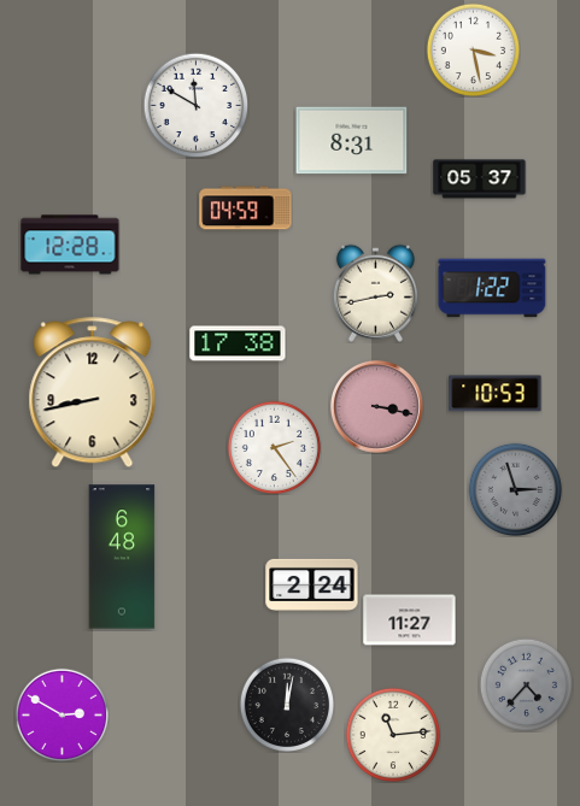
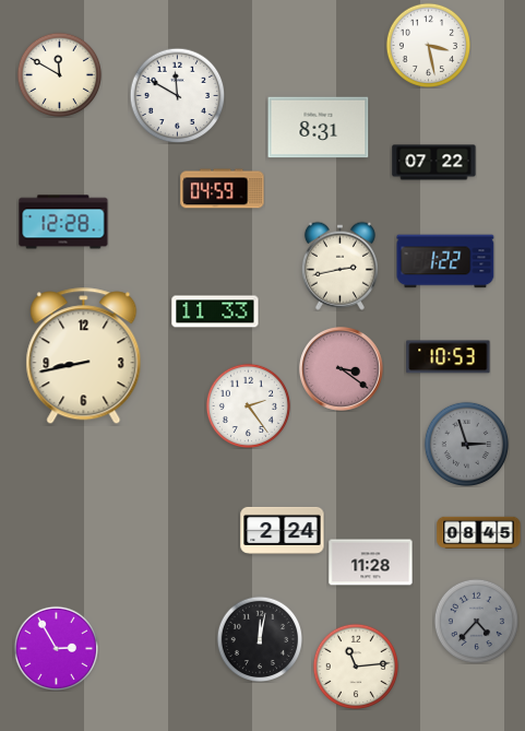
clock at (59, 74): none -> 11:50
clock at (480, 180): 05:37 -> 07:22
clock at (238, 343): 17:38 -> 11:33
clock at (376, 406): 3:17 -> 3:21
clock at (122, 557): 6:48 -> none
clock at (479, 532): none -> 08:45
clock at (410, 620): 11:27 -> 11:28
clock at (61, 714): 2:50 -> 2:55
